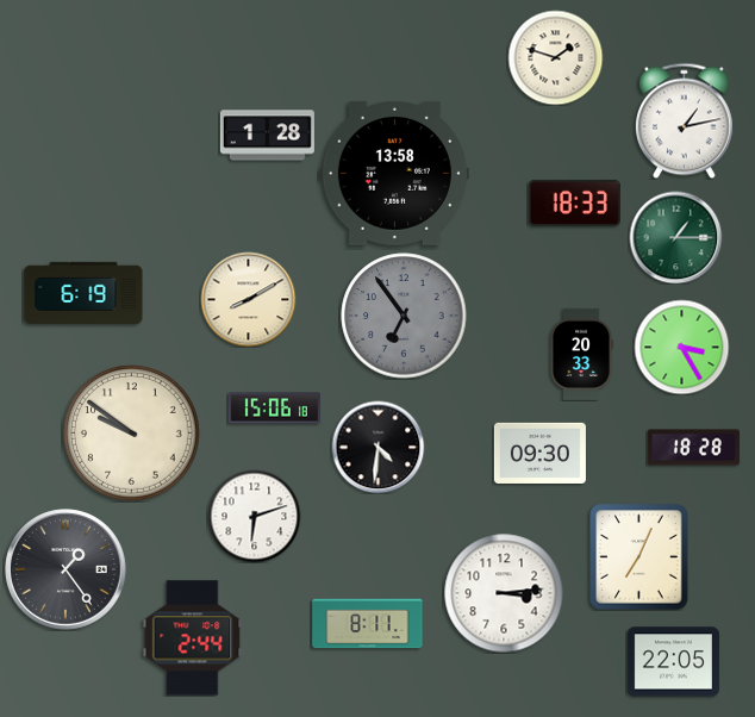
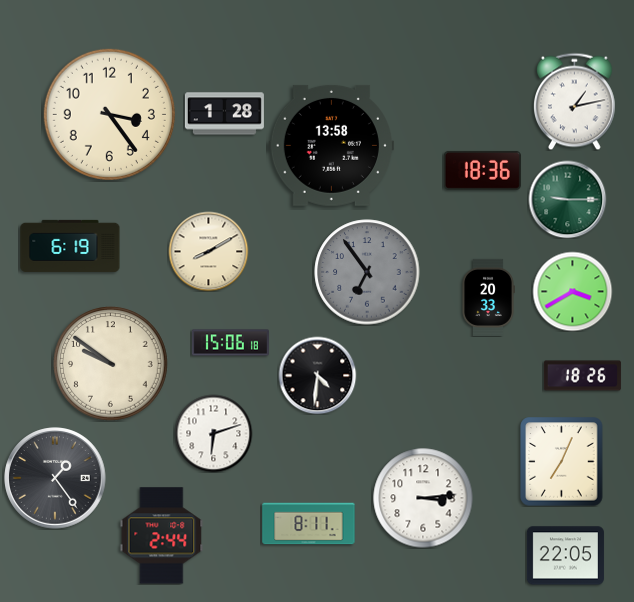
clock at (555, 57): 1:48 -> none
clock at (109, 114): none -> 3:24
clock at (574, 202): 18:33 -> 18:36
clock at (675, 237): 1:15 -> 9:15
clock at (404, 316) position: (404, 316) -> (367, 272)
clock at (681, 347): 3:25 -> 3:40
clock at (693, 448): 18:28 -> 18:26
clock at (539, 453): 09:30 -> none
clock at (639, 557) position: (639, 557) -> (562, 462)
